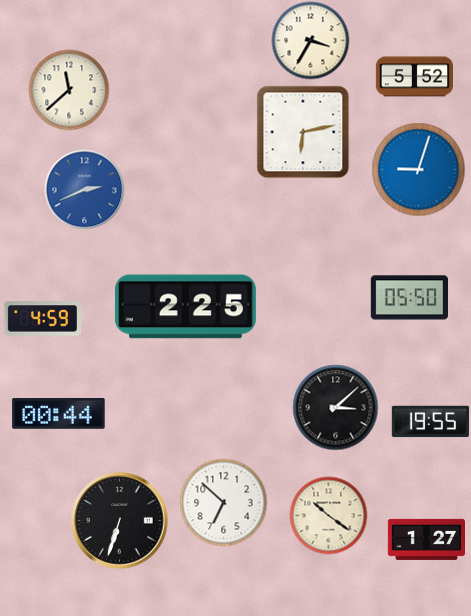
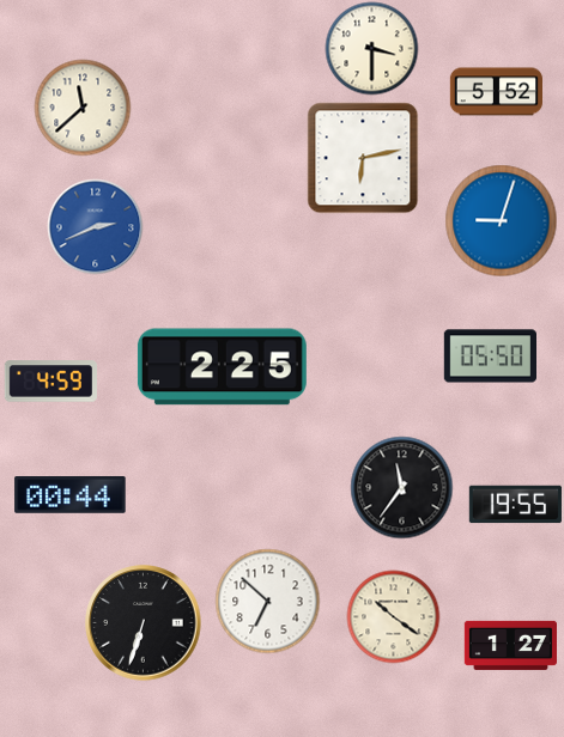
clock at (310, 40): 3:35 -> 3:30
clock at (418, 169) position: (418, 169) -> (501, 220)
clock at (84, 189) position: (84, 189) -> (95, 226)
clock at (335, 407): 3:08 -> 11:36
